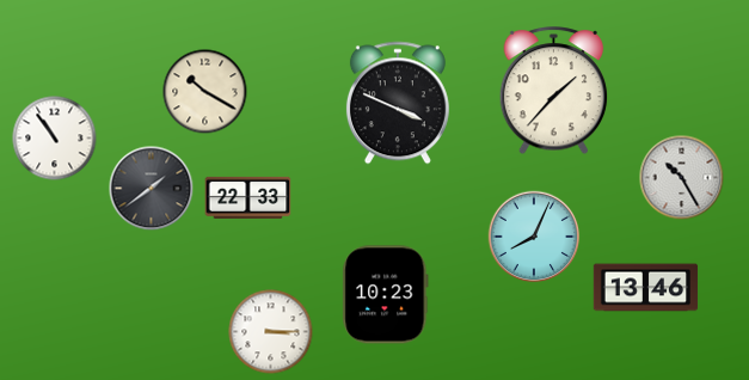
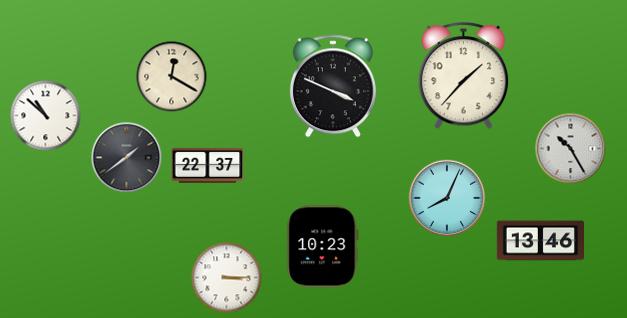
clock at (205, 92): 10:20 -> 12:20
clock at (55, 139): 10:54 -> 10:52
clock at (248, 197): 22:33 -> 22:37
